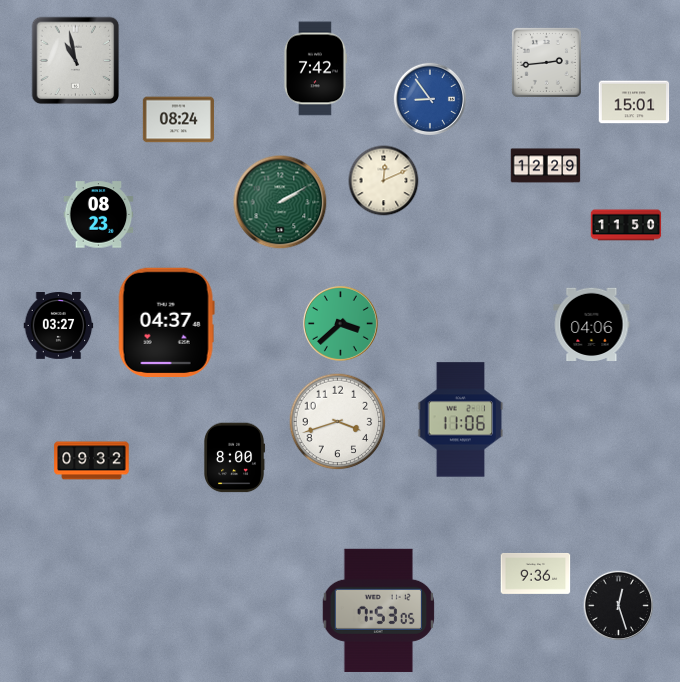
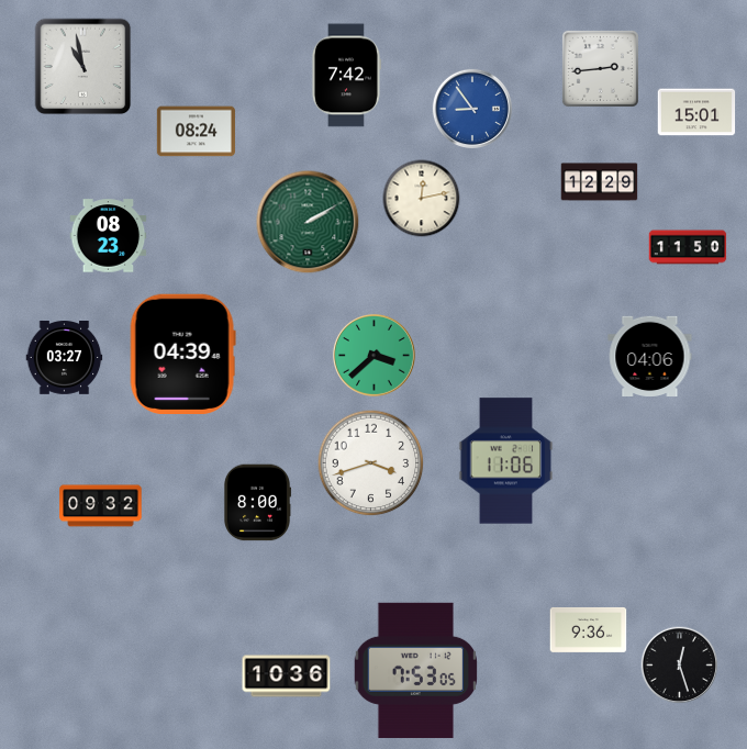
clock at (384, 181): 12:11 -> 12:13
clock at (166, 322): 04:37 -> 04:39
clock at (287, 677): none -> 10:36
